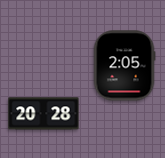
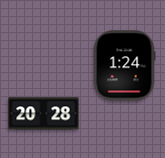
clock at (124, 66): 2:05 -> 1:24
